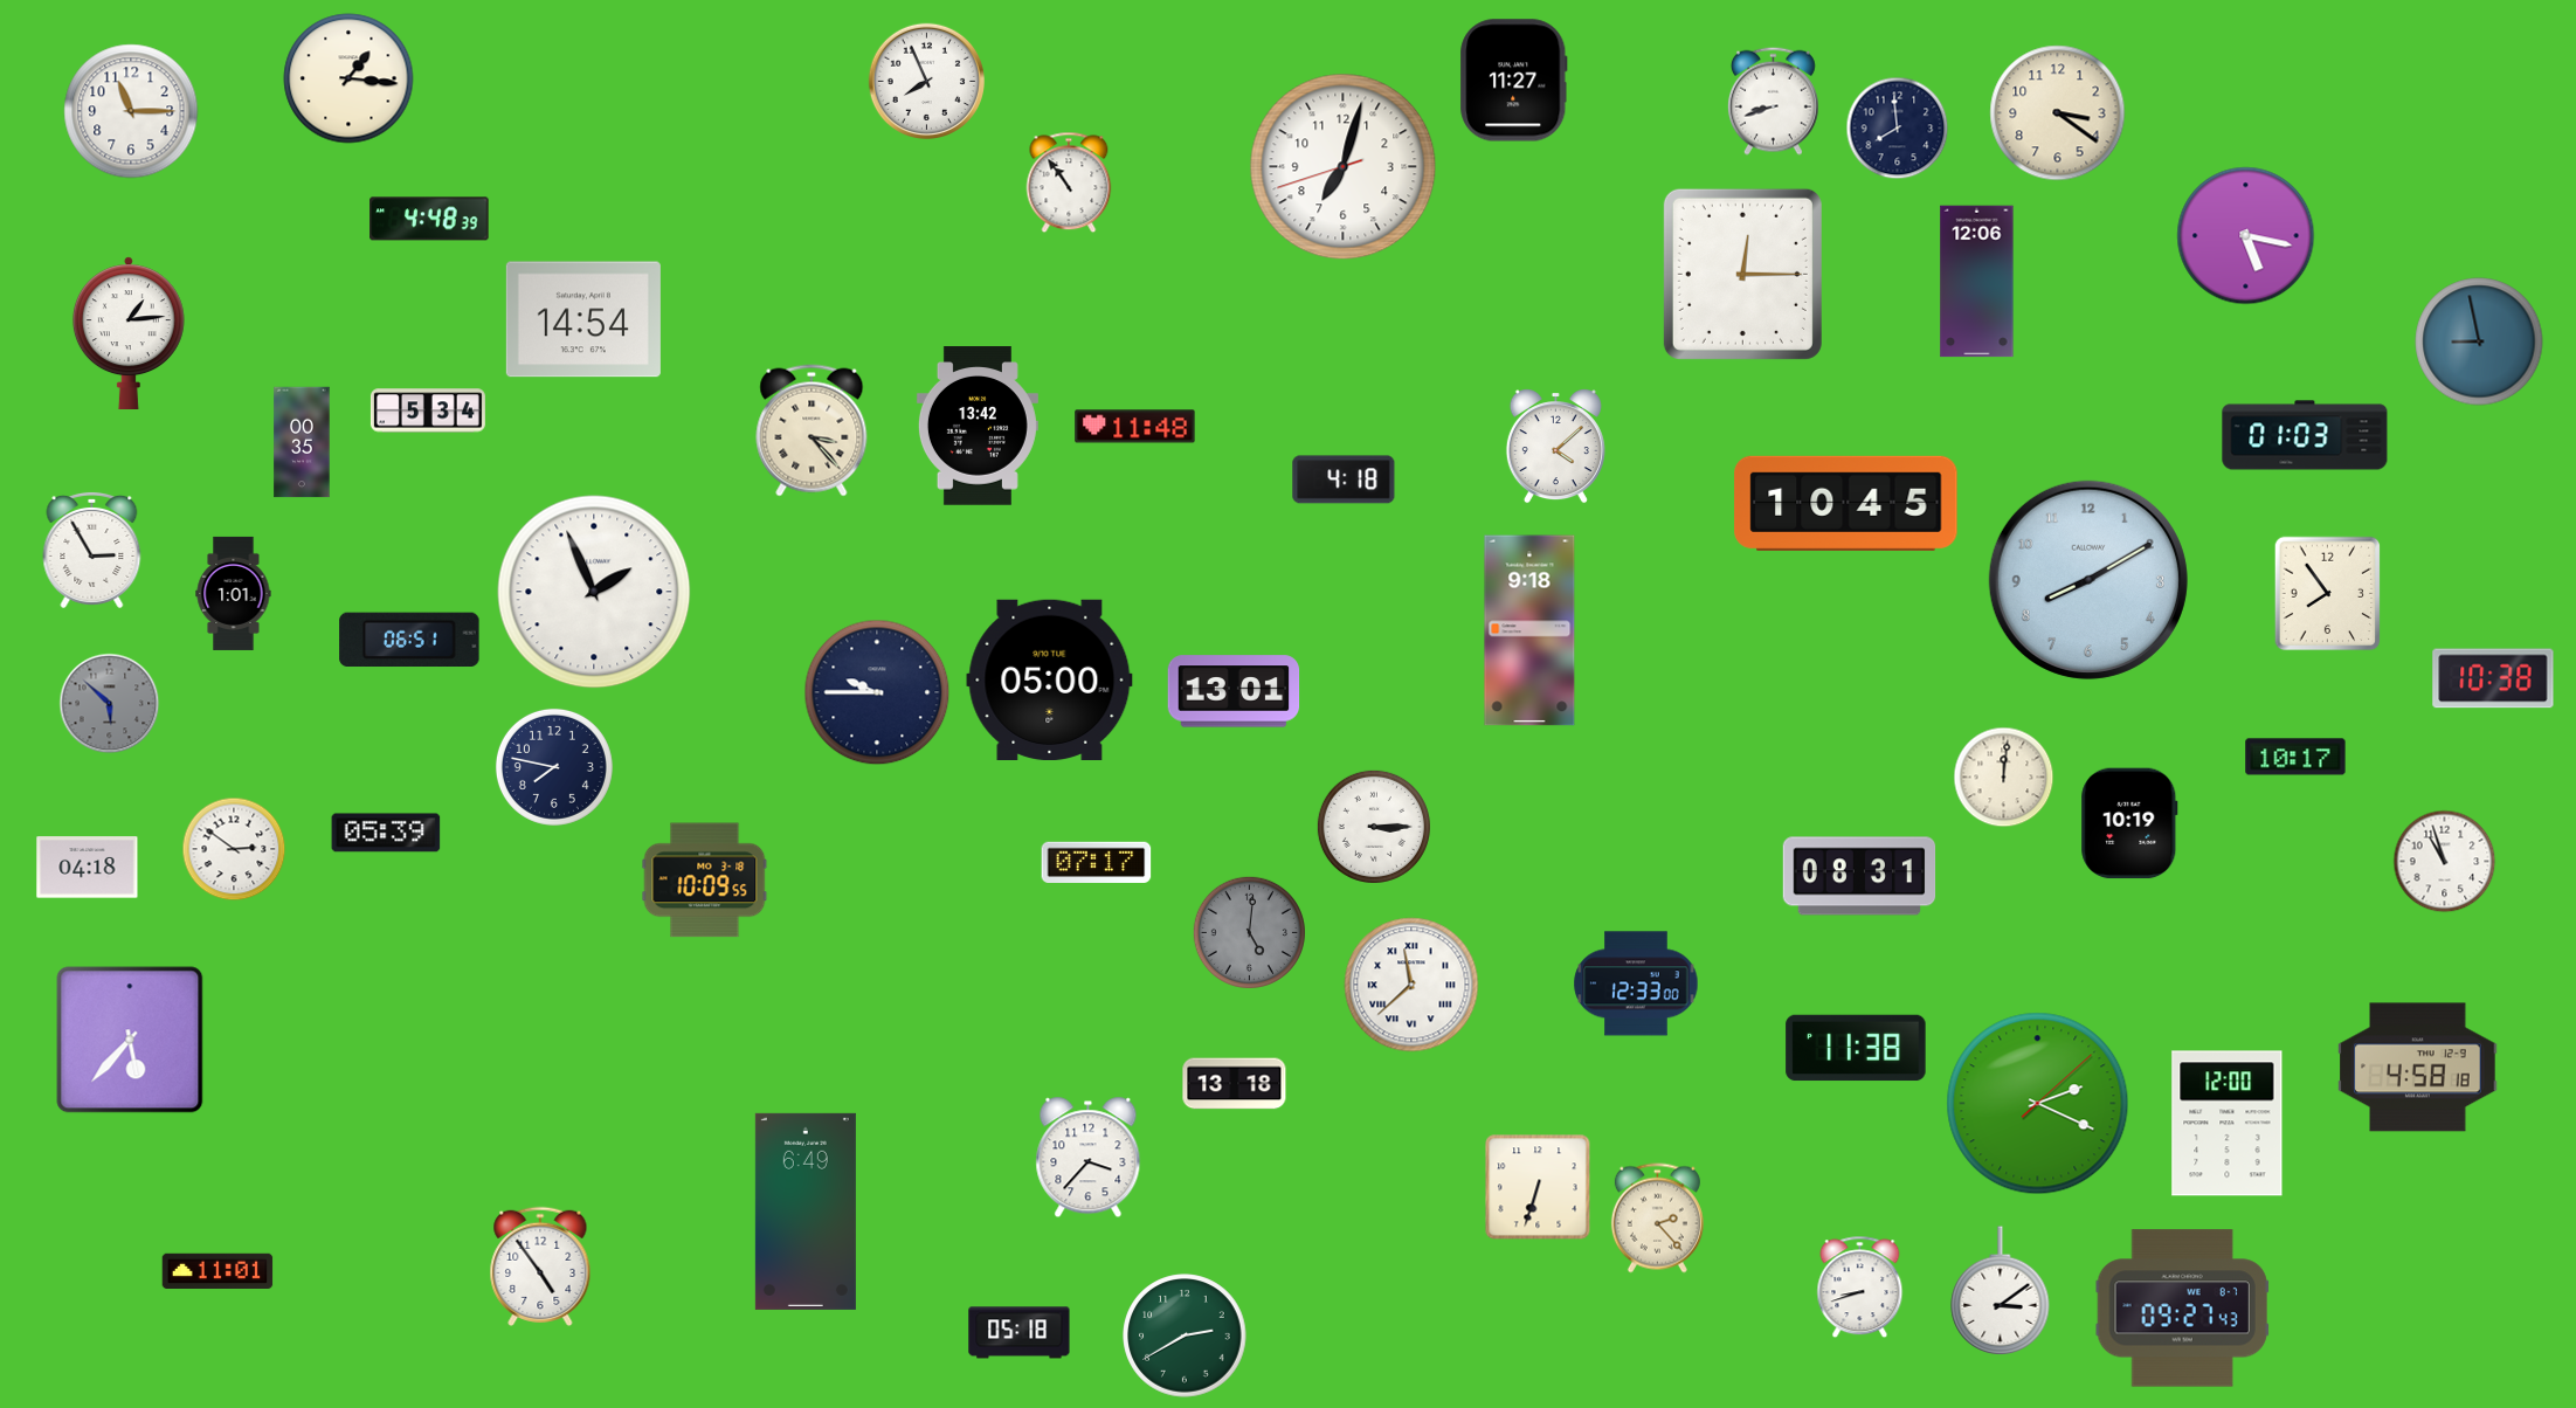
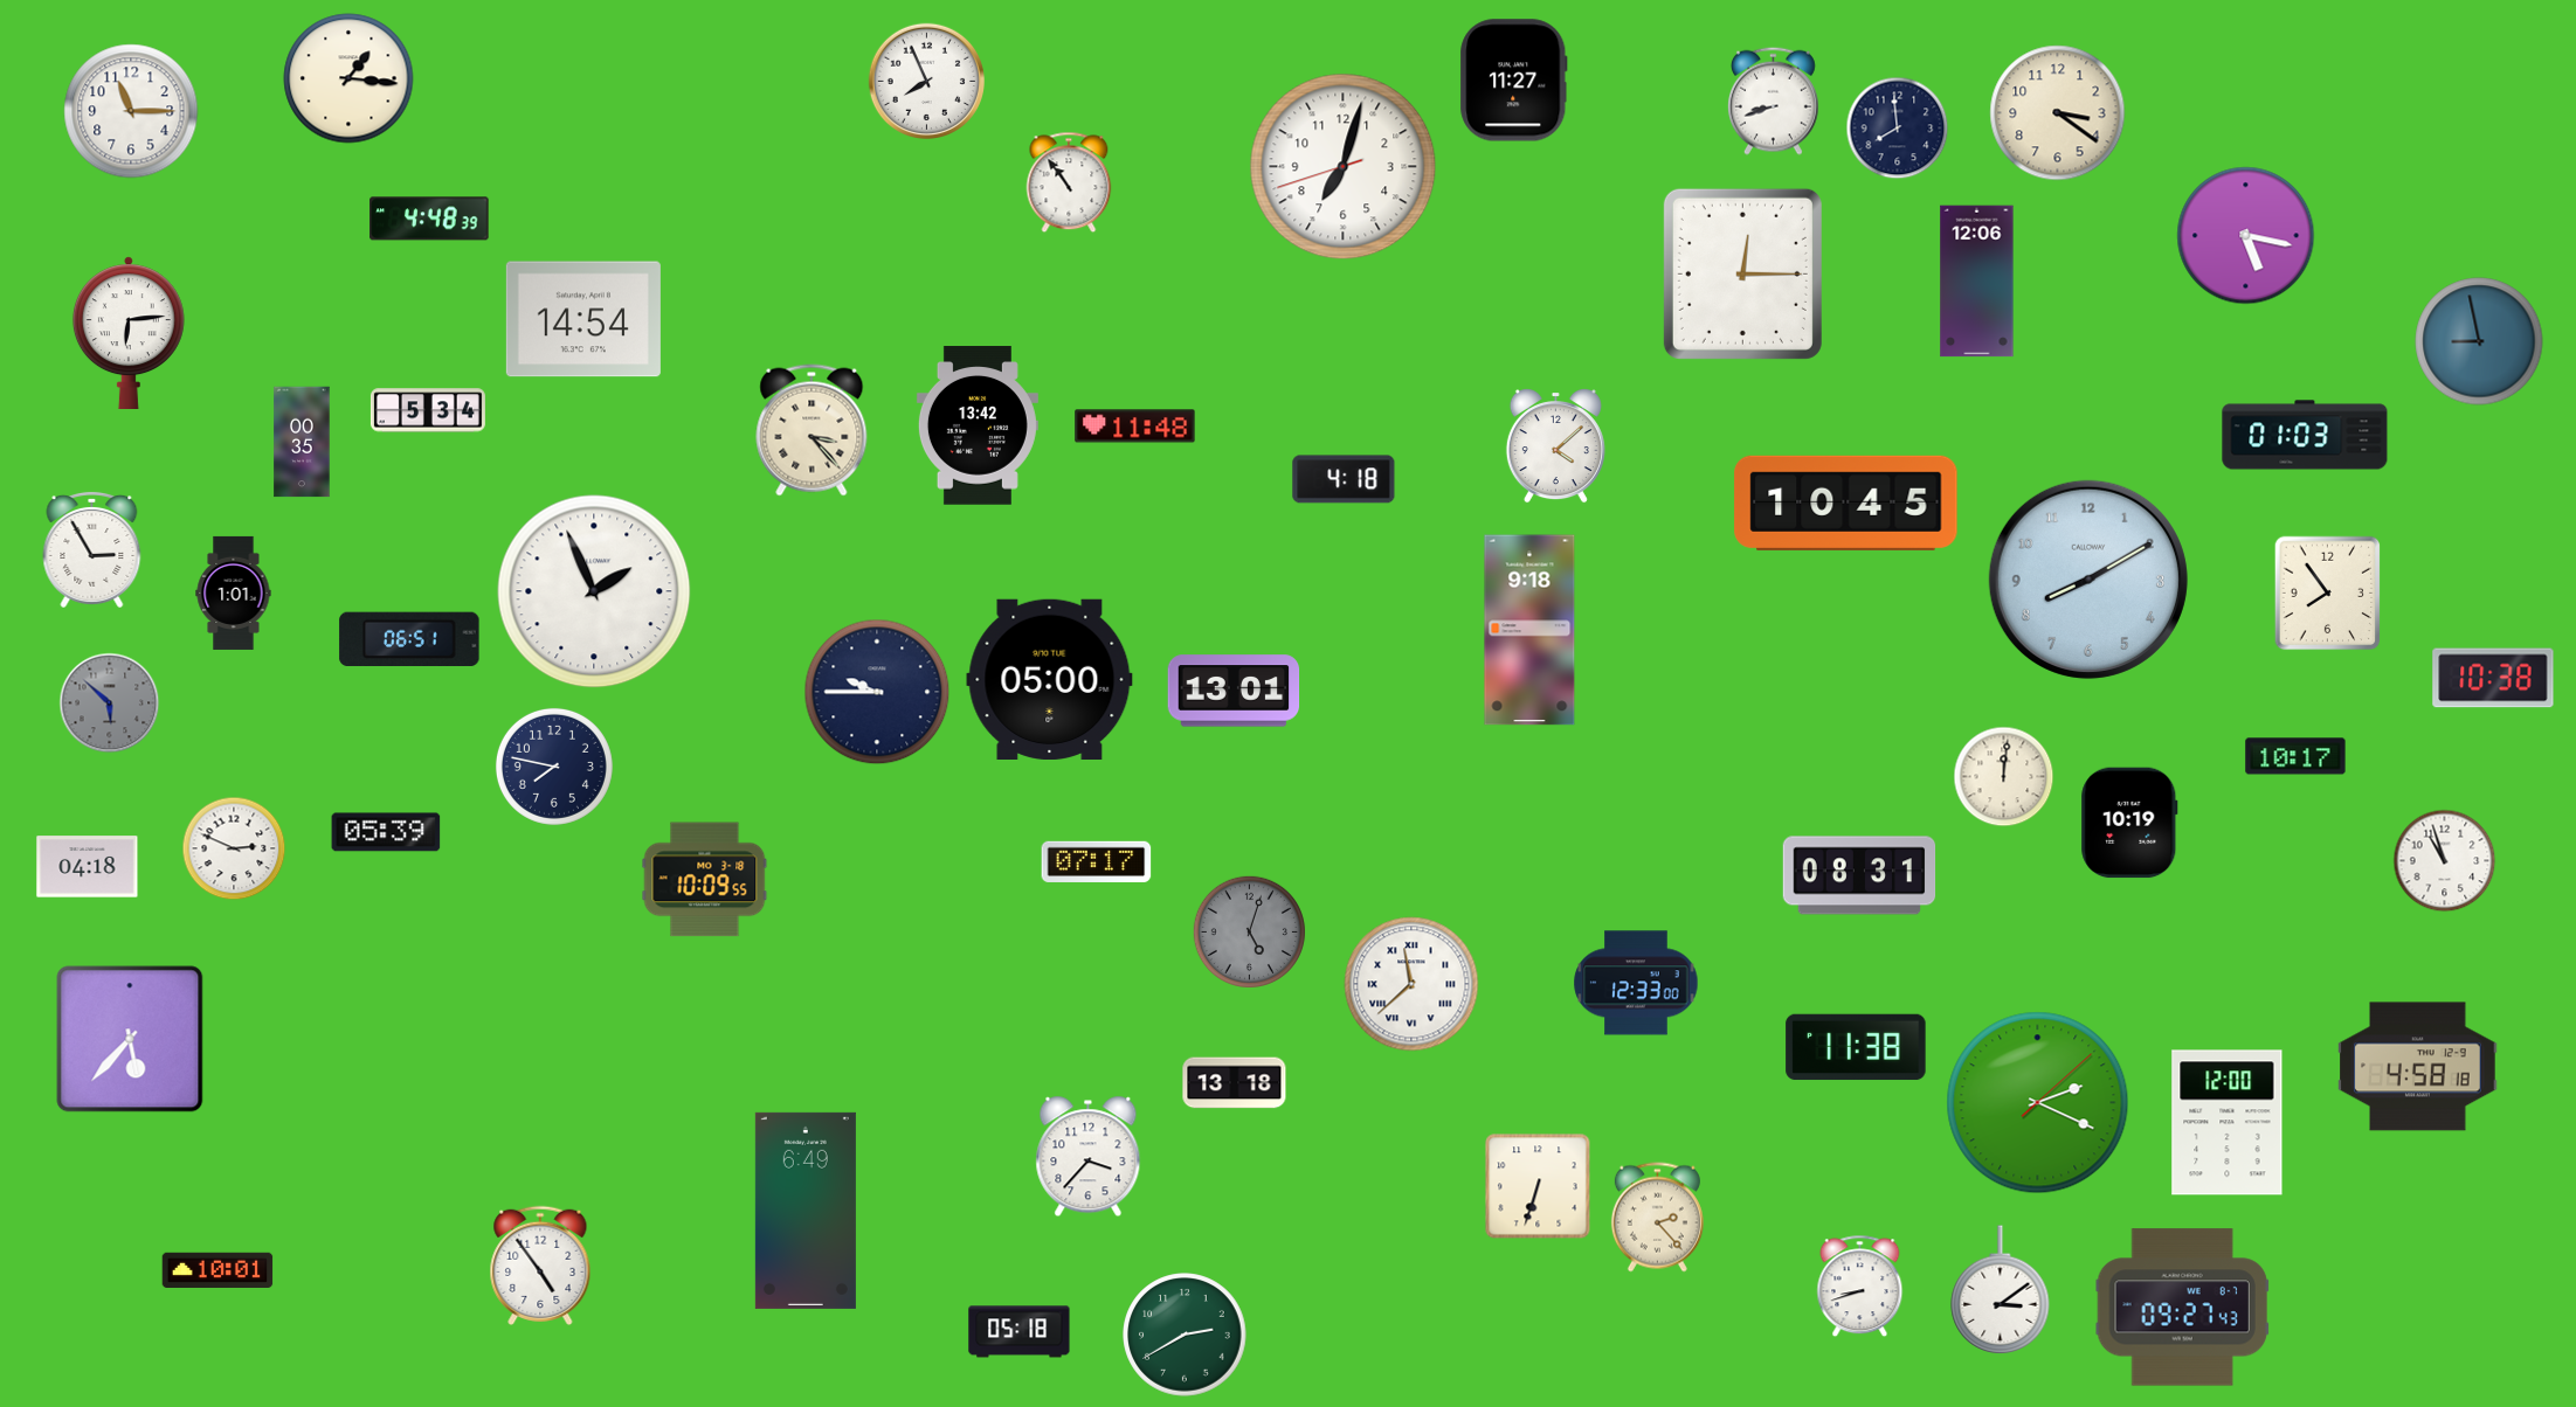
clock at (129, 332): 1:14 -> 6:14
clock at (1374, 827): 3:15 -> none
clock at (234, 849): 2:51 -> 2:49
clock at (1249, 932): 5:01 -> 5:03
clock at (217, 1270): 11:01 -> 10:01
